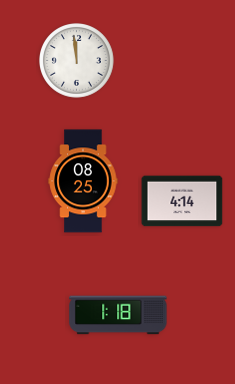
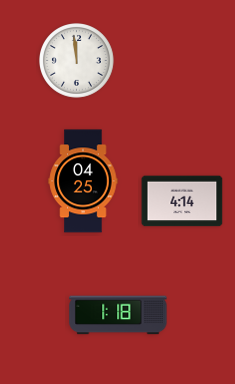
clock at (83, 181): 08:25 -> 04:25
